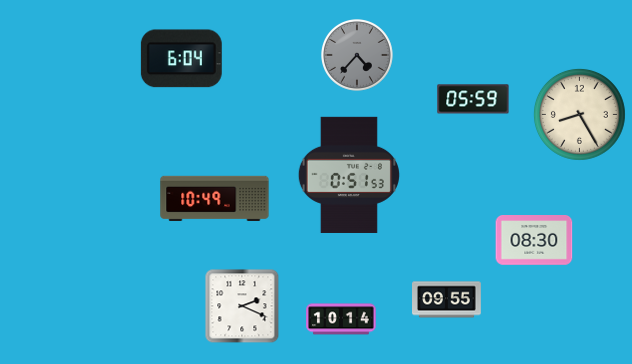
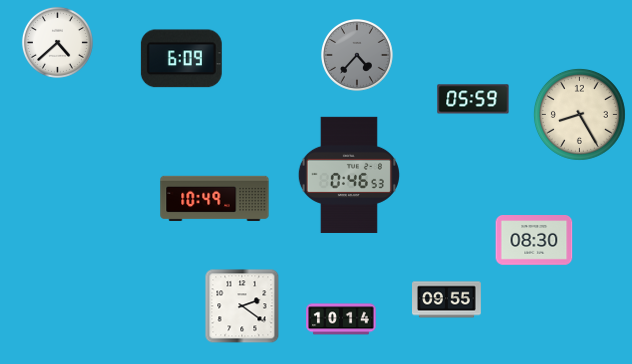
clock at (57, 42): none -> 4:38
clock at (181, 59): 6:04 -> 6:09
clock at (349, 175): 0:51 -> 0:46
clock at (242, 306): 2:19 -> 2:21
